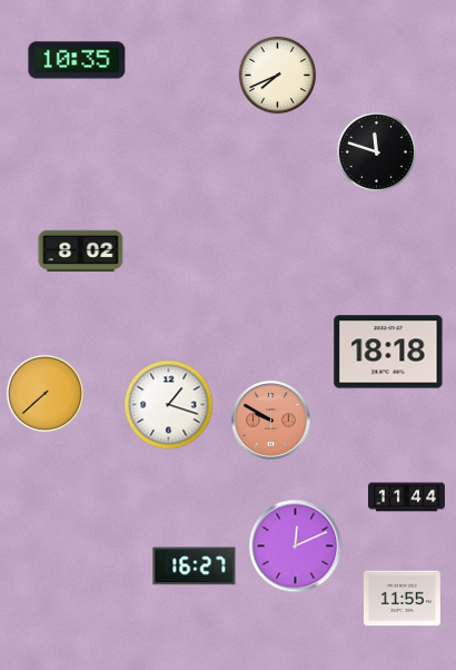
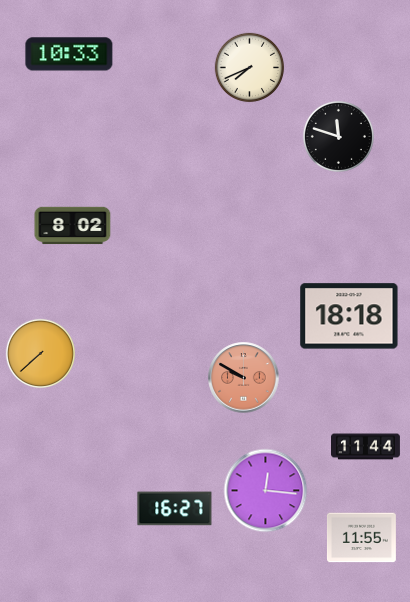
clock at (77, 60): 10:35 -> 10:33
clock at (169, 405): 1:18 -> none
clock at (296, 546): 12:11 -> 12:16
